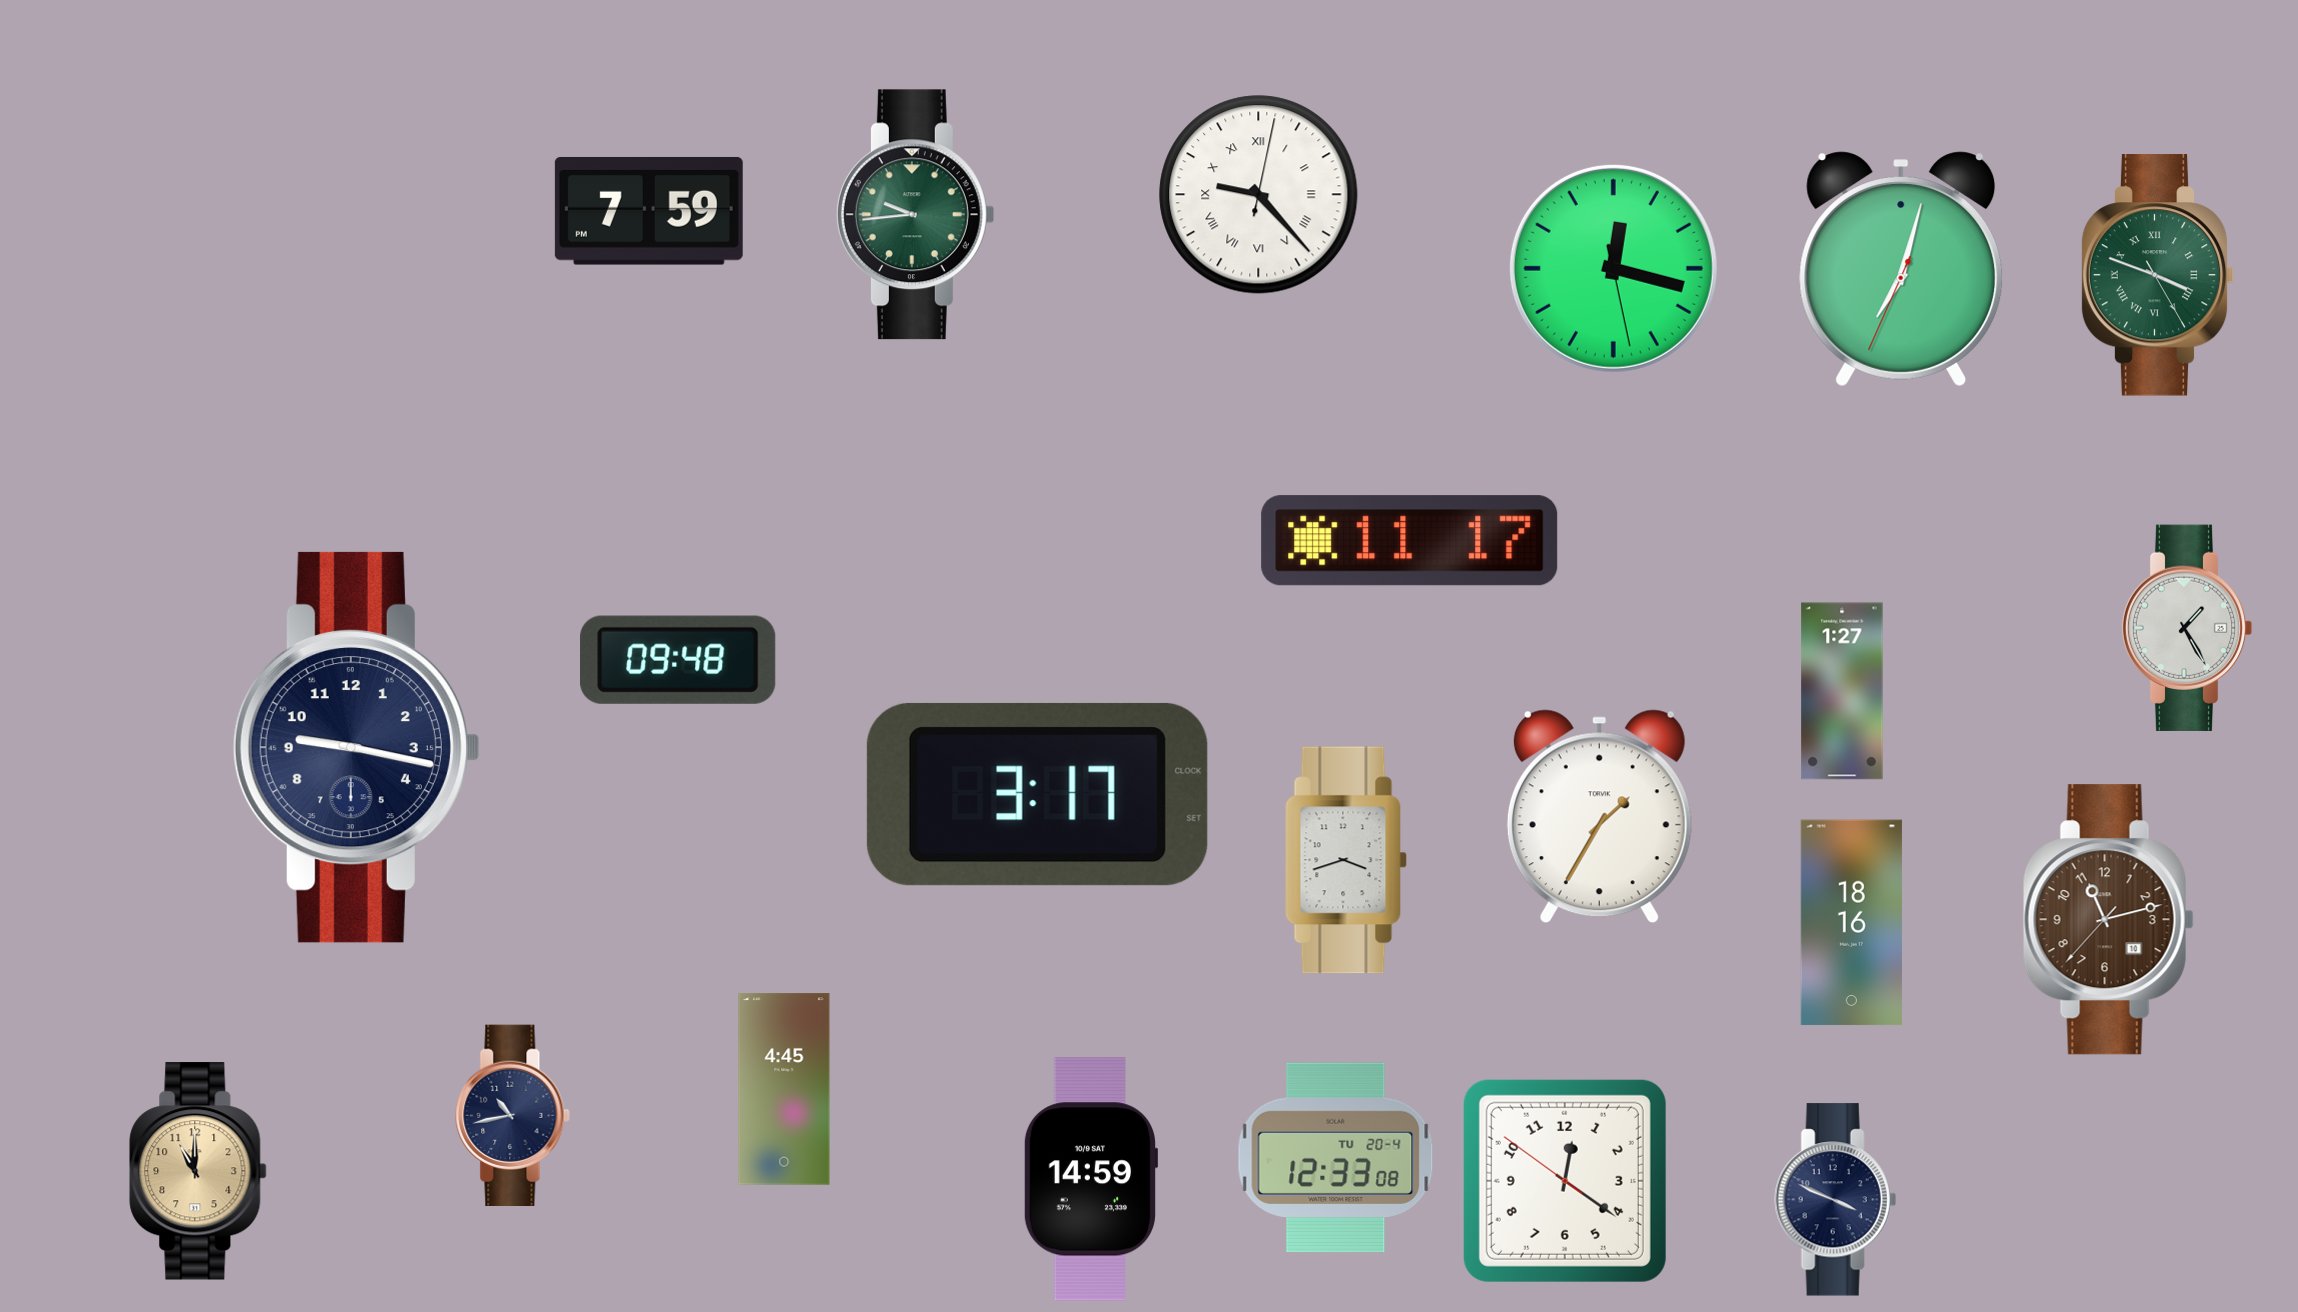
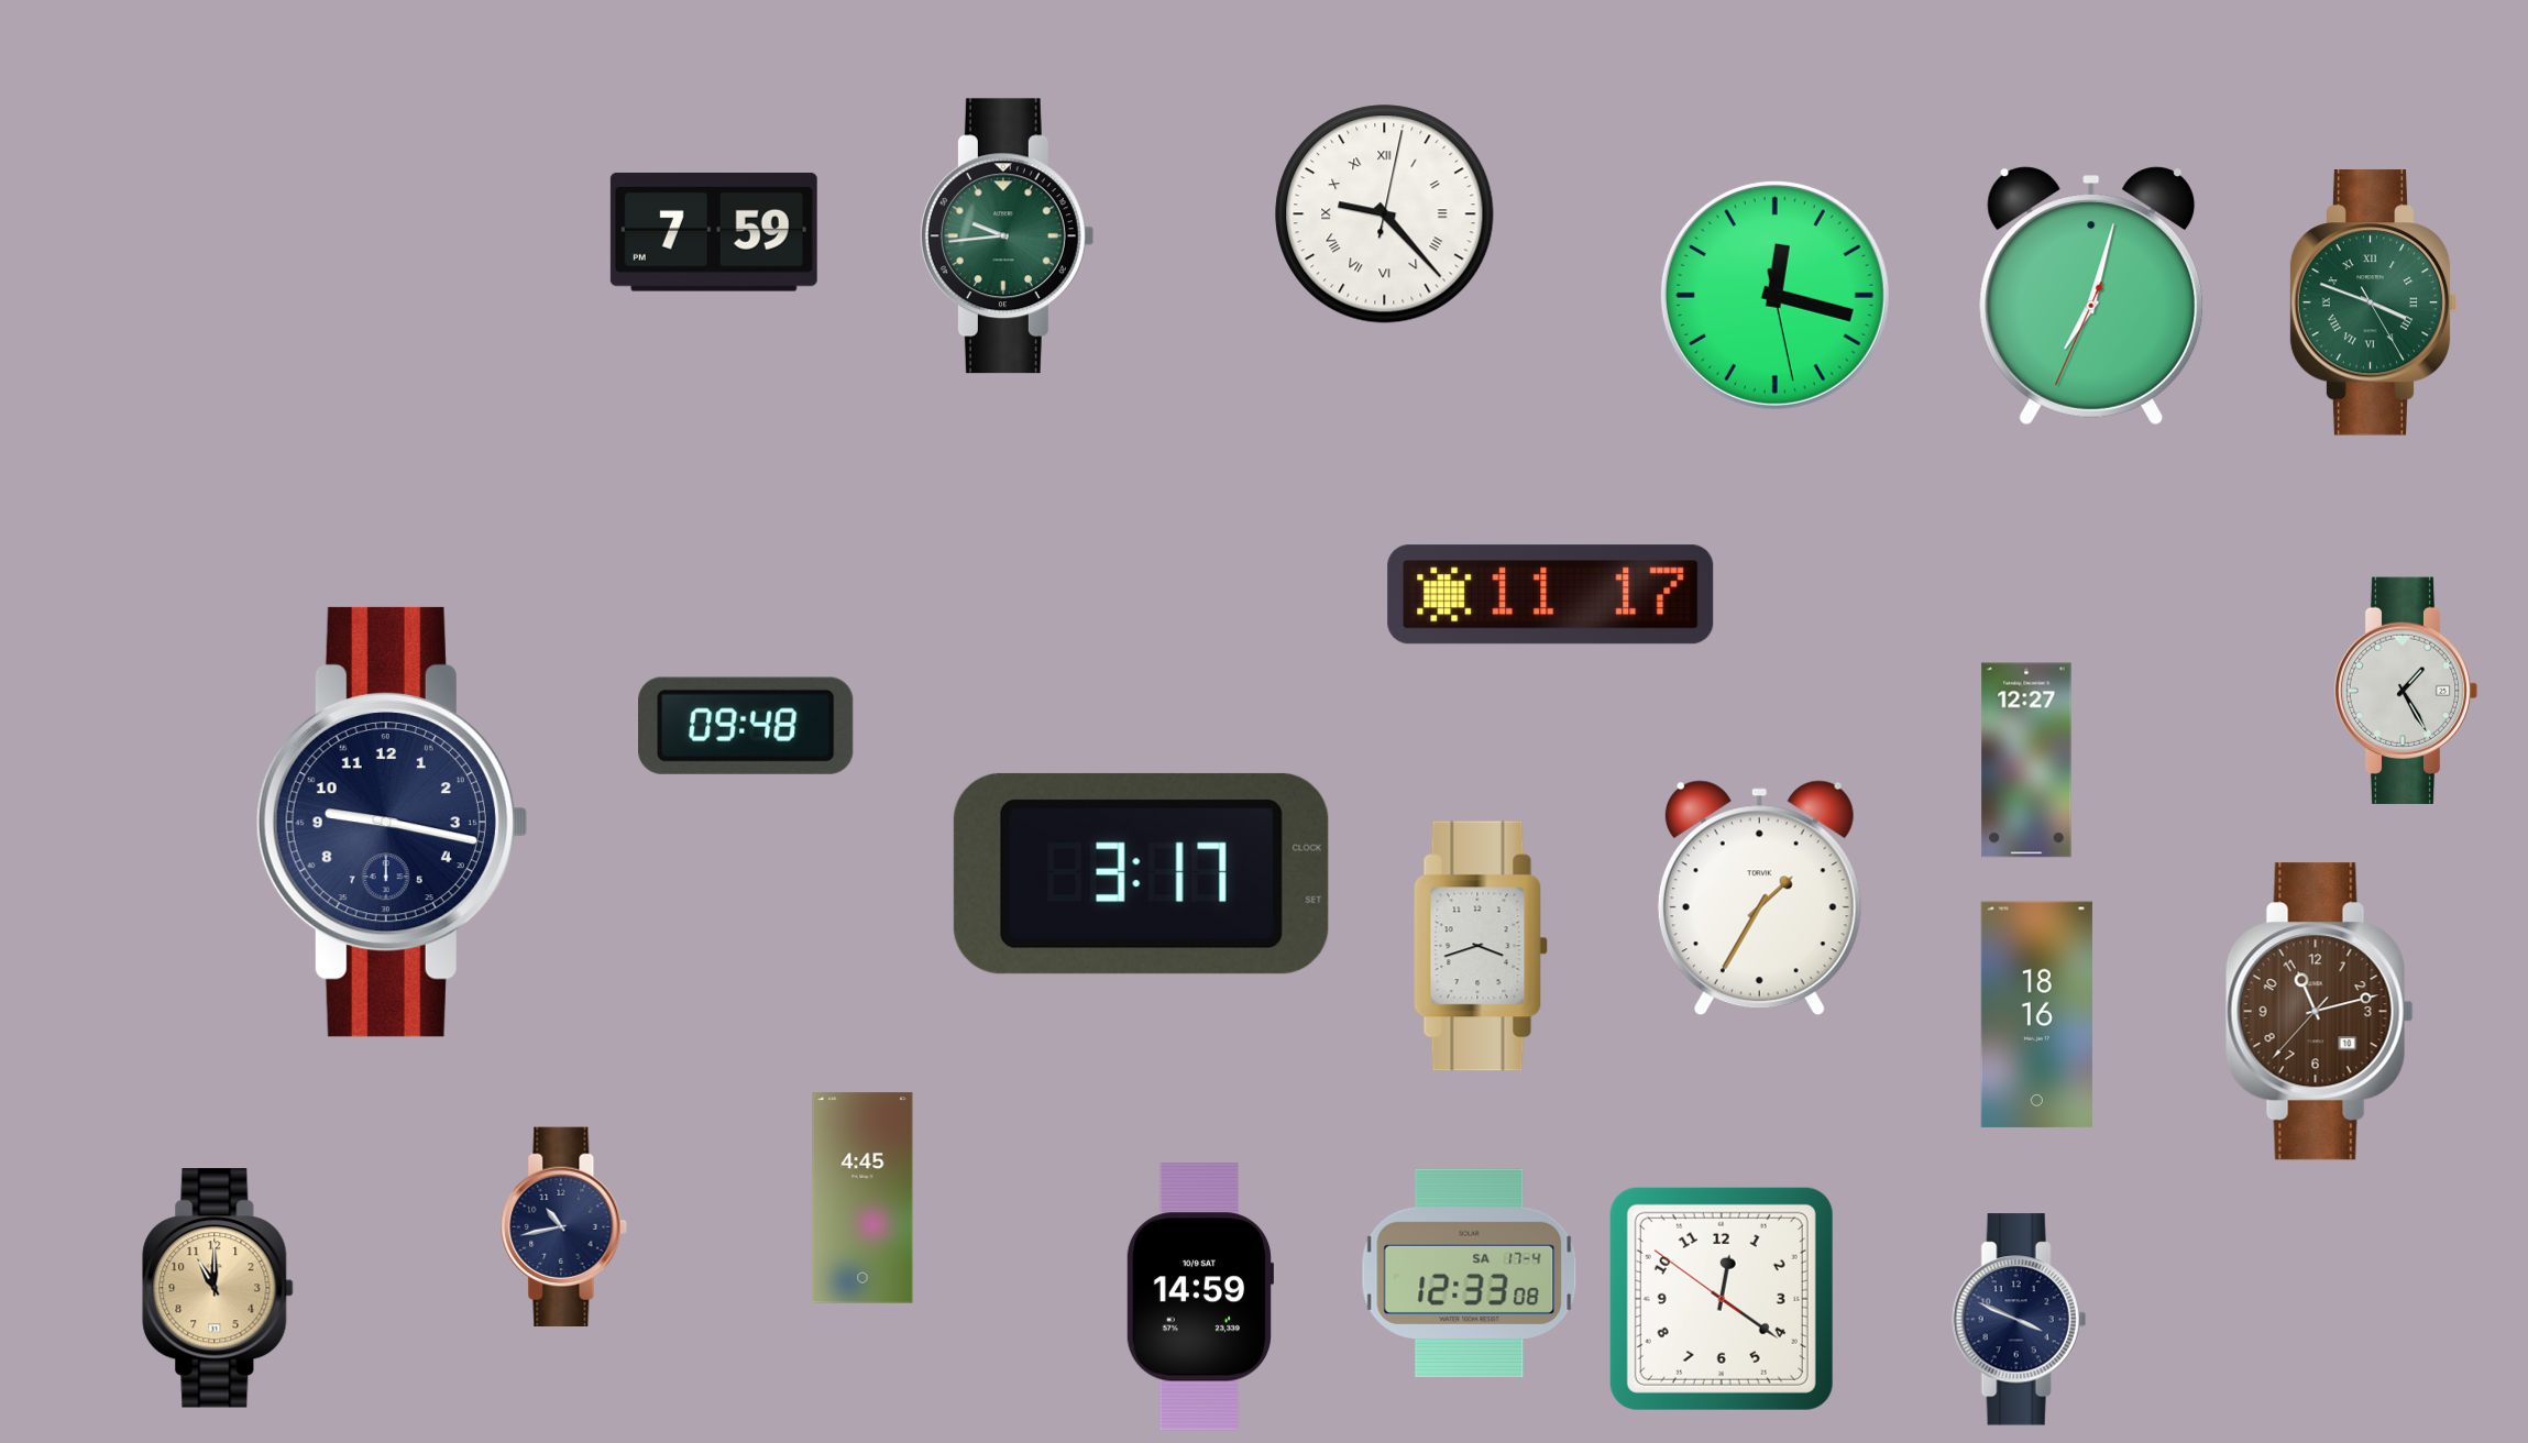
clock at (1842, 691): 1:27 -> 12:27
clock at (1336, 1158) date: TU 20-4 -> SA 17-4
